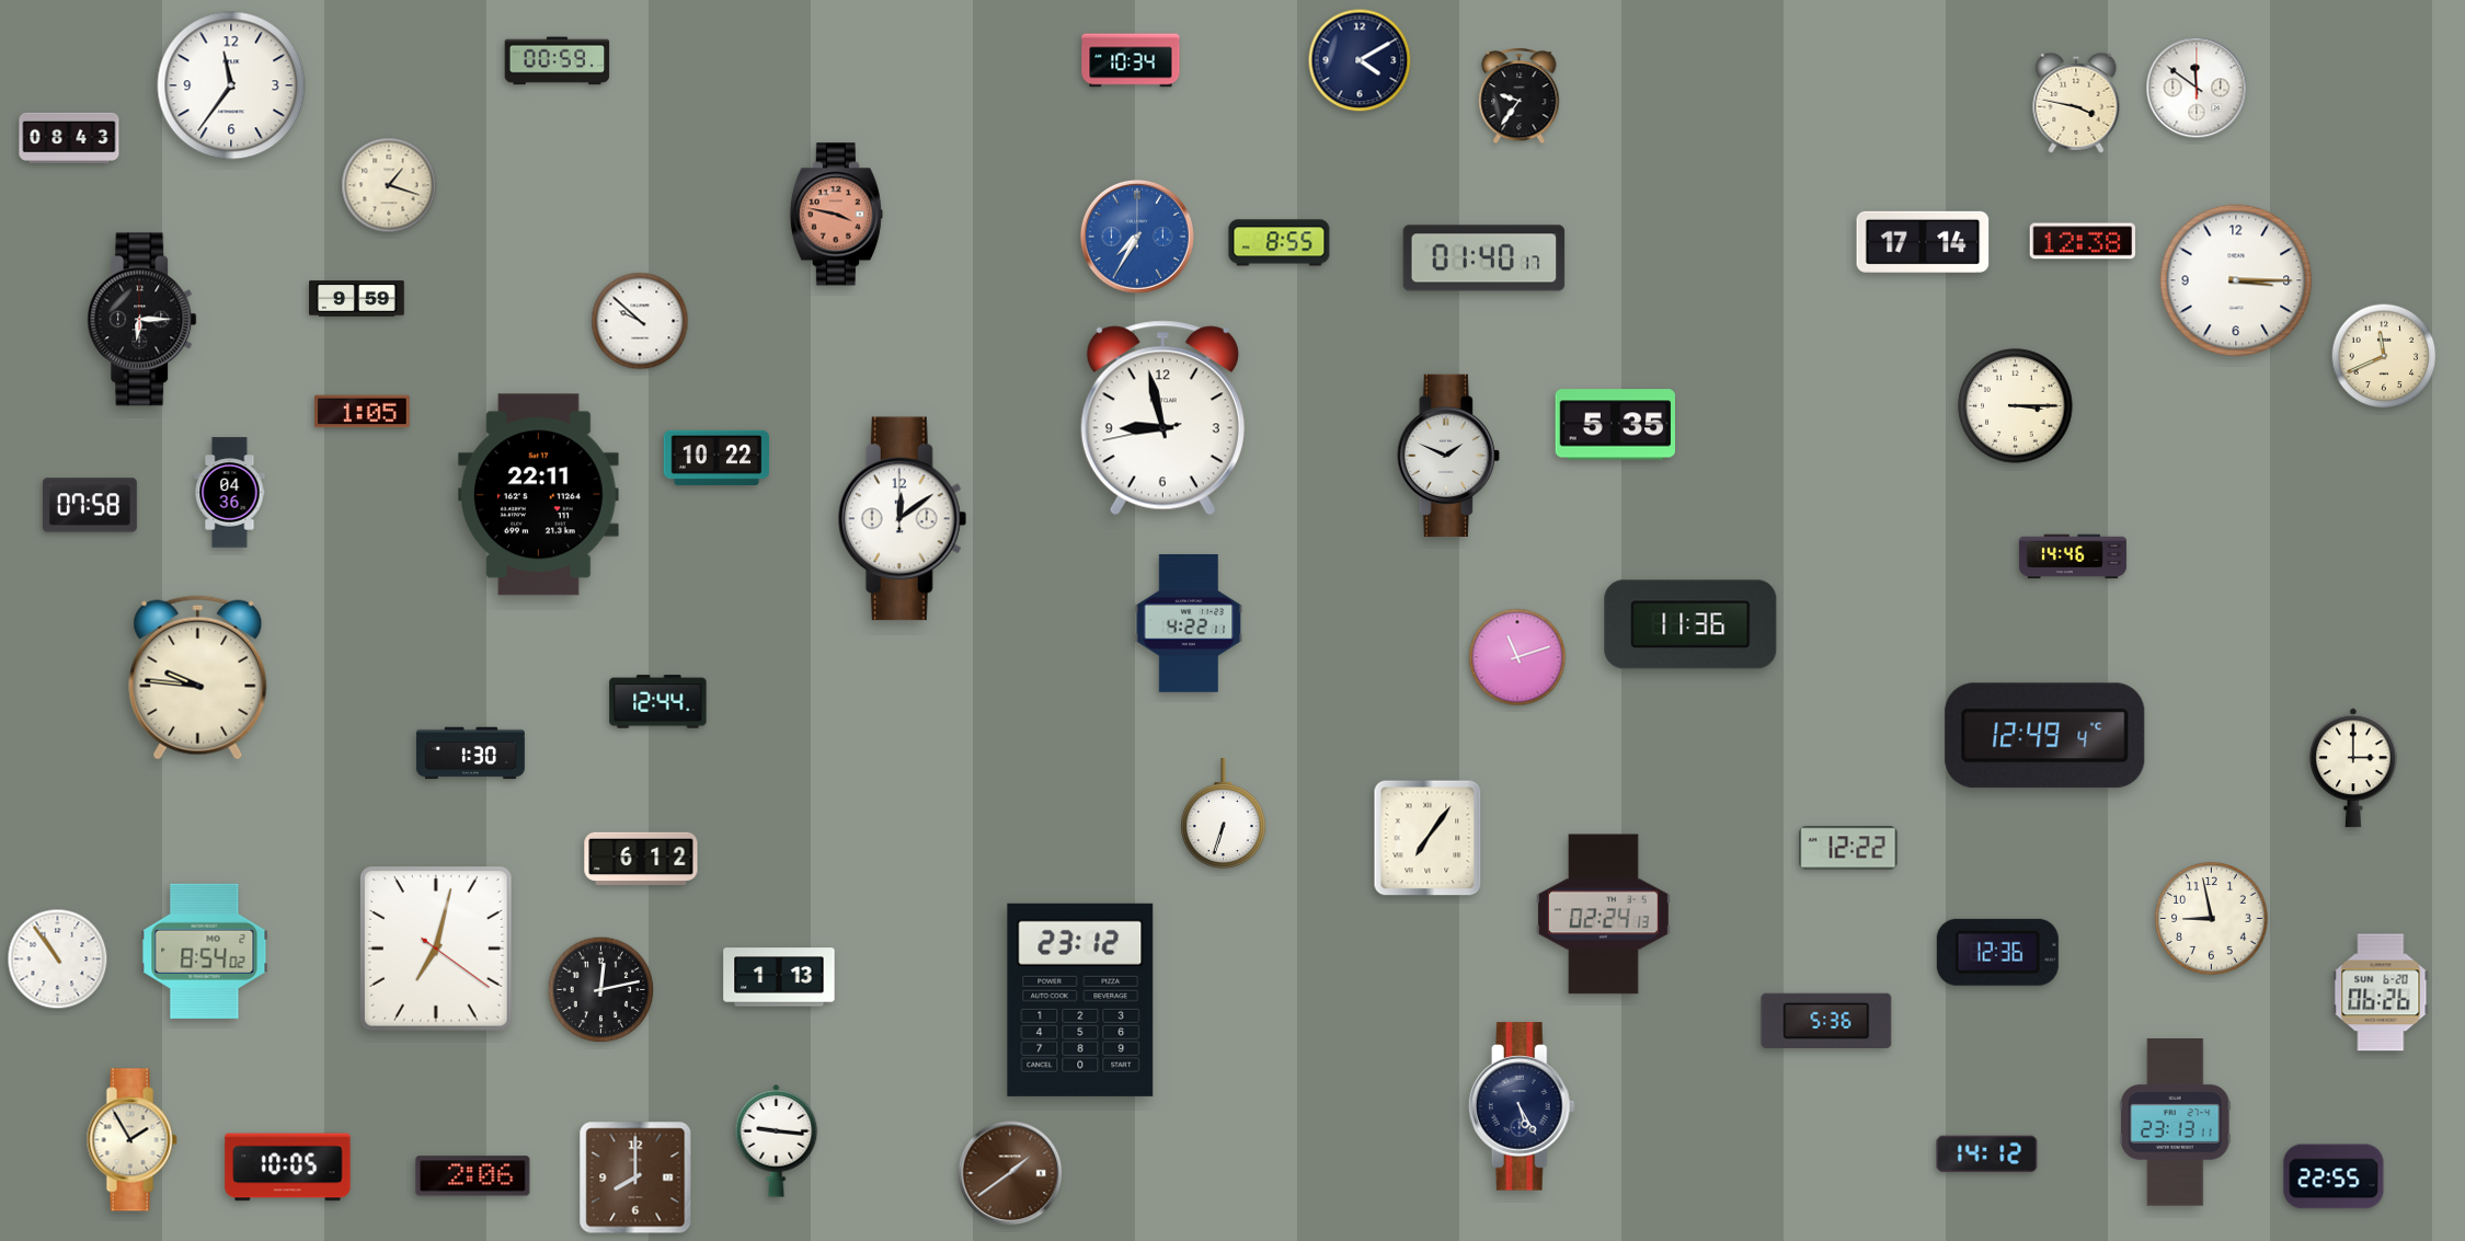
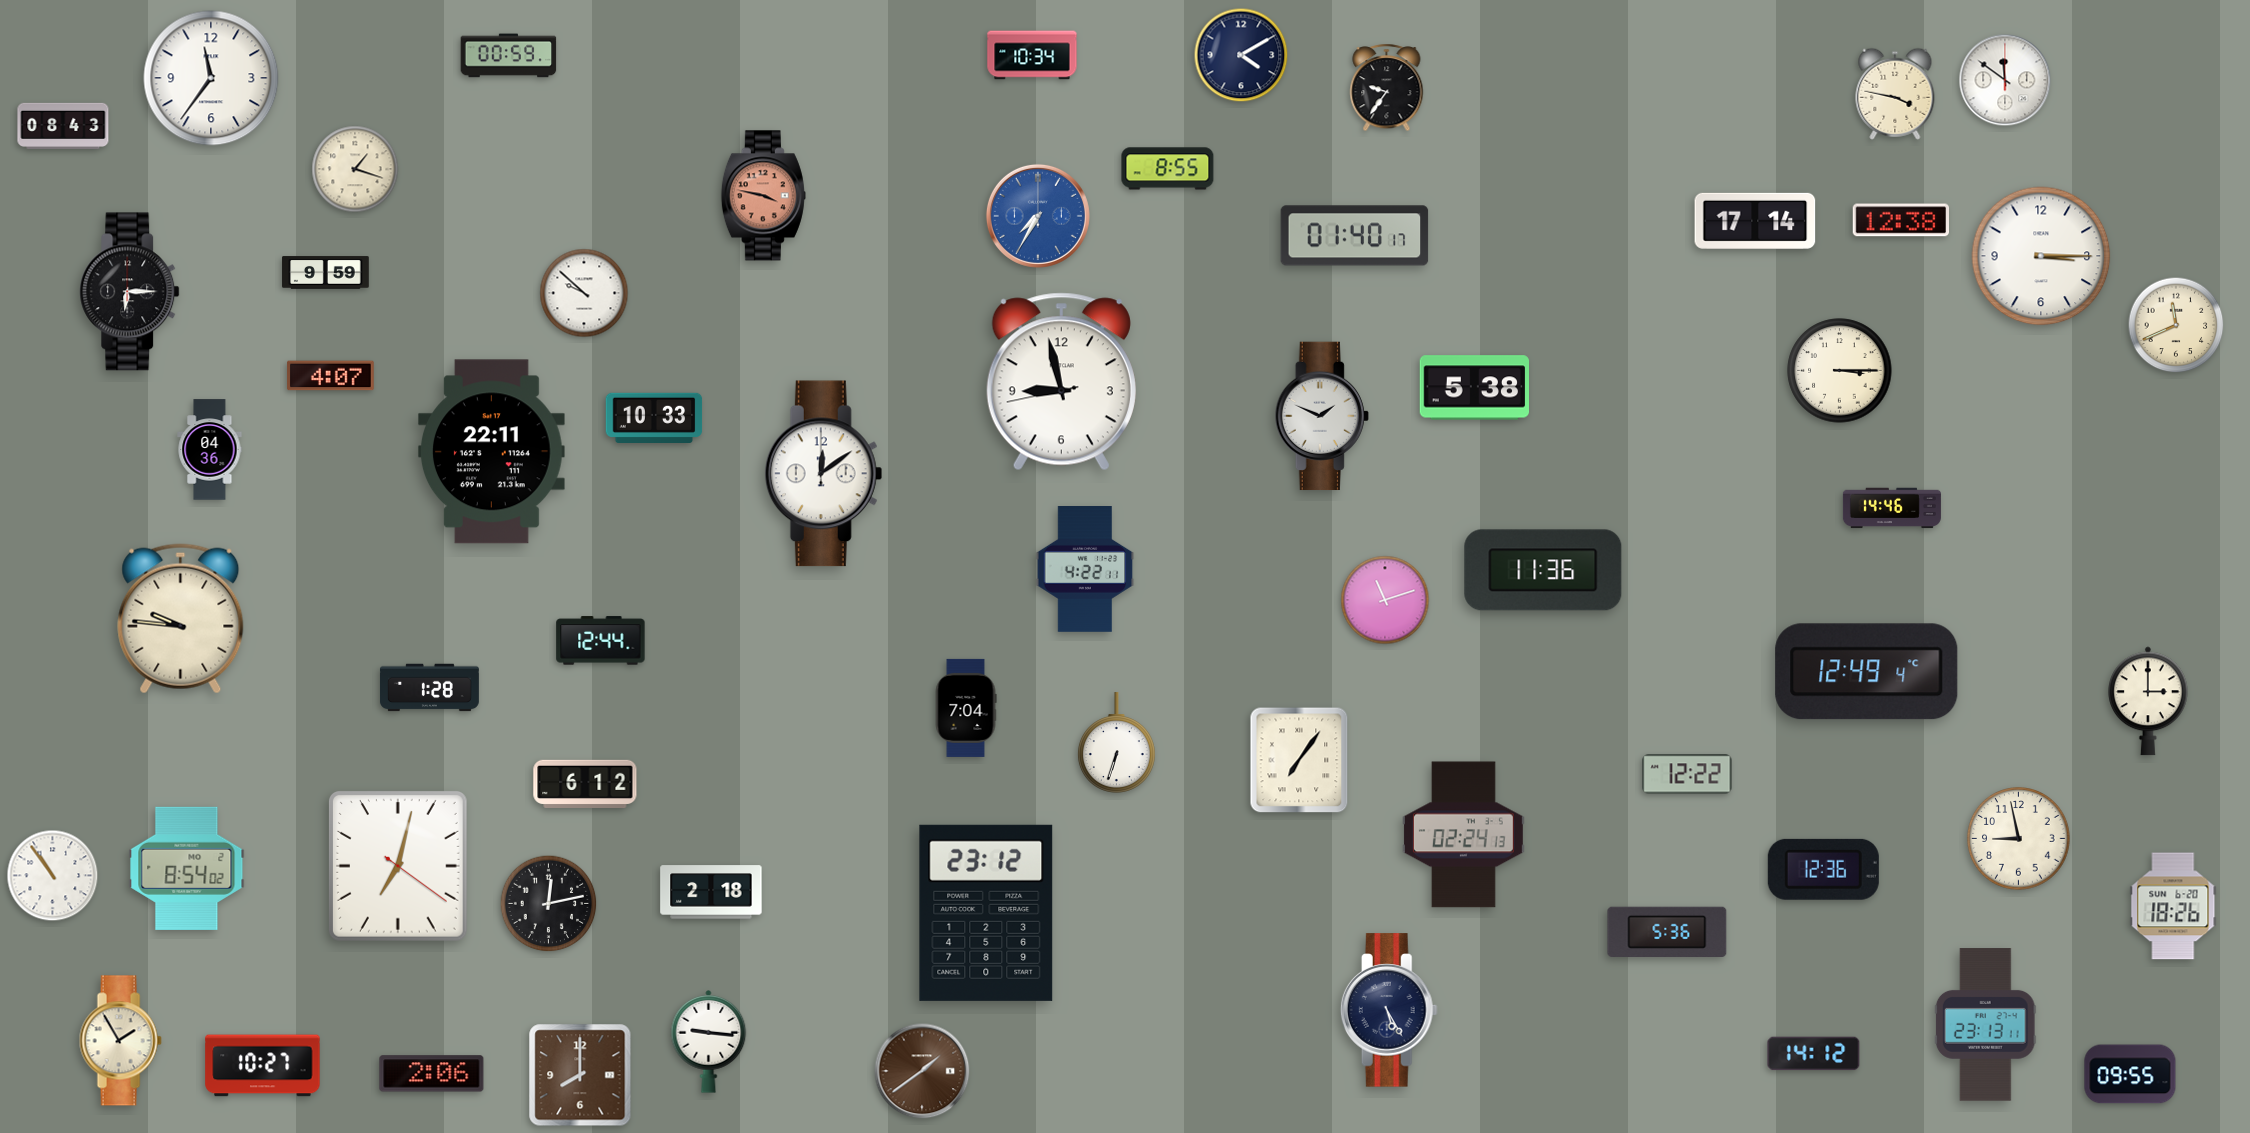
clock at (1280, 243) position: (1280, 243) -> (1168, 169)
clock at (363, 412): 1:05 -> 4:07
clock at (1616, 425): 5:35 -> 5:38
clock at (716, 457): 10:22 -> 10:33
clock at (90, 505): 07:58 -> none
clock at (470, 754): 1:30 -> 1:28
clock at (966, 708): none -> 7:04
clock at (1428, 838) position: (1428, 838) -> (1299, 760)
clock at (779, 977): 1:13 -> 2:18
clock at (2381, 992): 06:26 -> 18:26
clock at (288, 1168): 10:05 -> 10:27
clock at (2334, 1176): 22:55 -> 09:55
